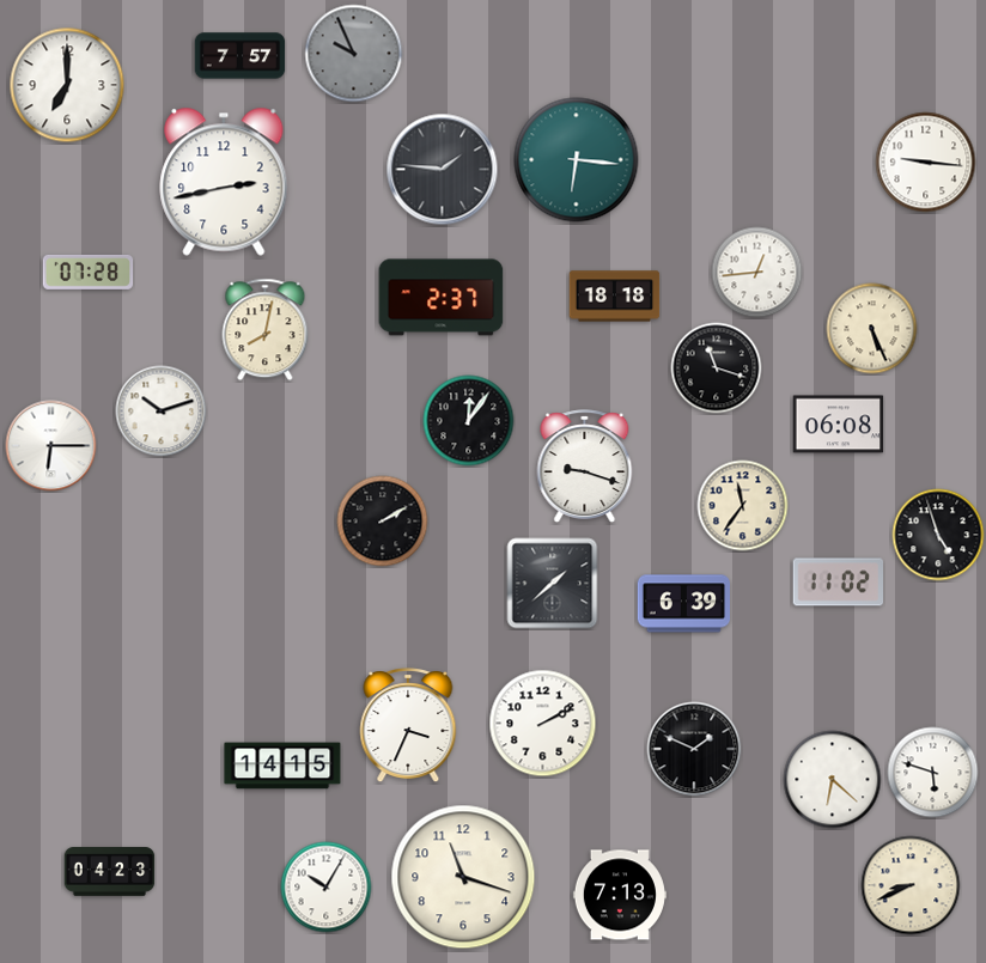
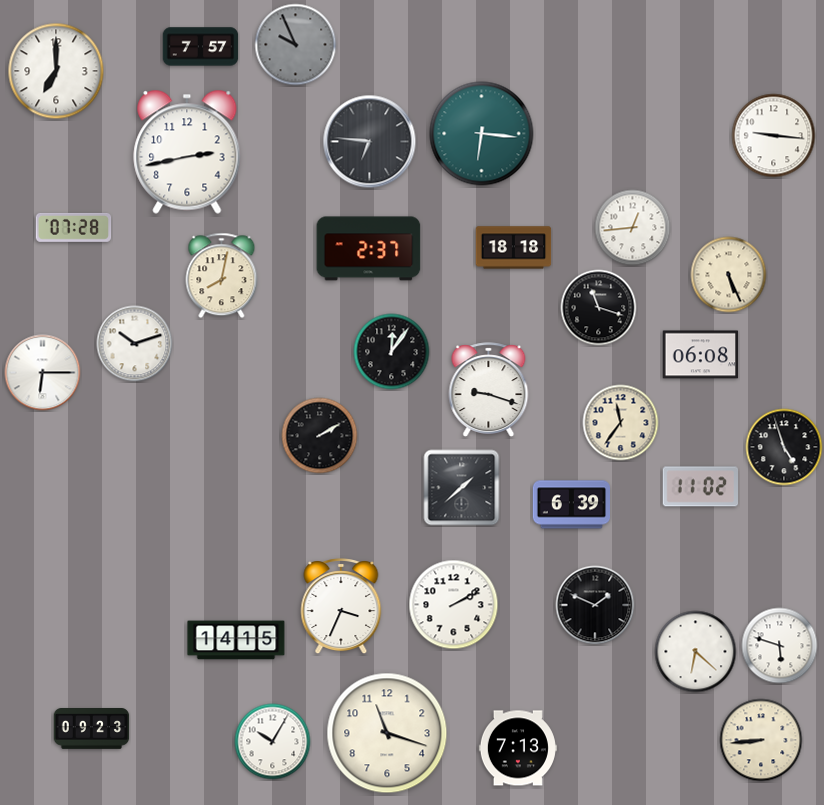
clock at (443, 170): 1:46 -> 6:46
clock at (694, 749) position: (694, 749) -> (595, 605)
clock at (110, 872): 04:23 -> 09:23
clock at (911, 885): 8:41 -> 8:44
